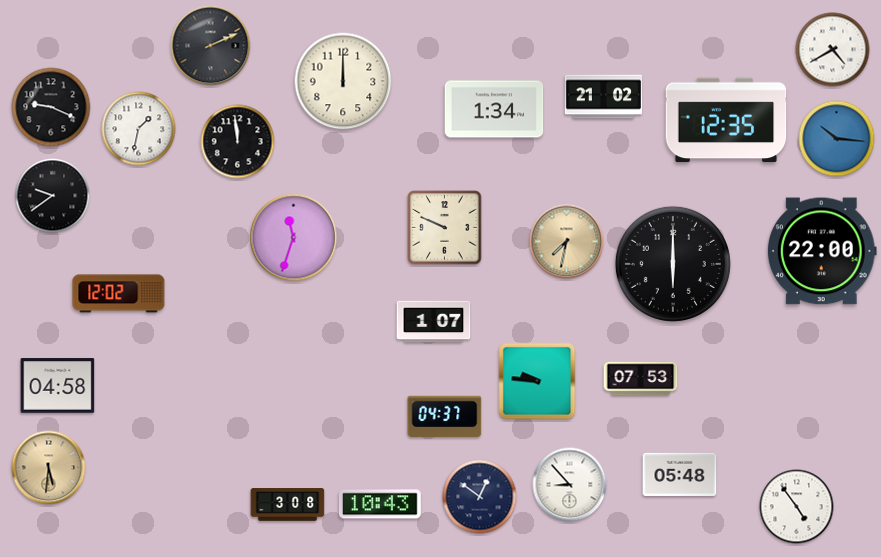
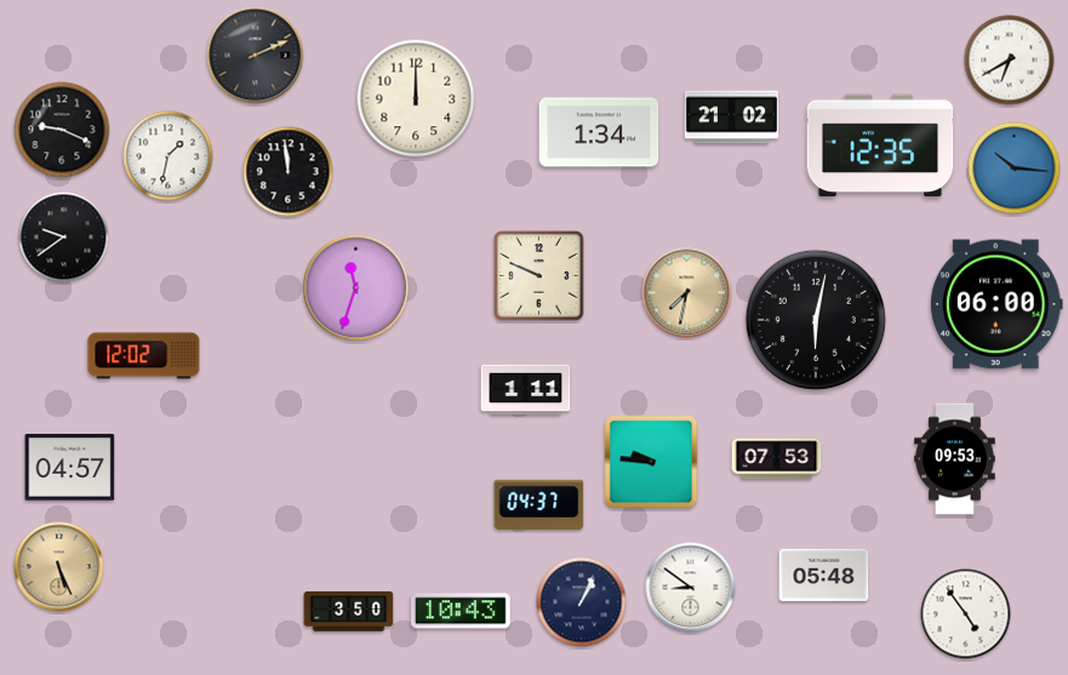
clock at (833, 50): 4:40 -> 6:40
clock at (822, 251): 22:00 -> 06:00
clock at (673, 264): 6:00 -> 6:02
clock at (434, 322): 1:07 -> 1:11
clock at (955, 459): none -> 09:53
clock at (58, 386): 04:58 -> 04:57
clock at (49, 468): 5:31 -> 5:26
clock at (570, 485): 8:53 -> 8:51
clock at (480, 497): 12:51 -> 1:04
clock at (288, 505): 3:08 -> 3:50
